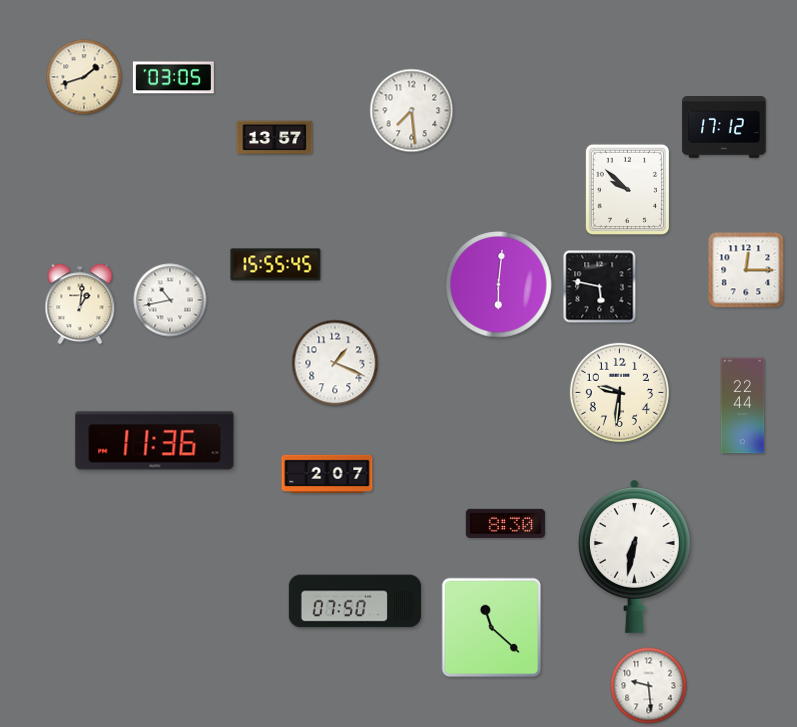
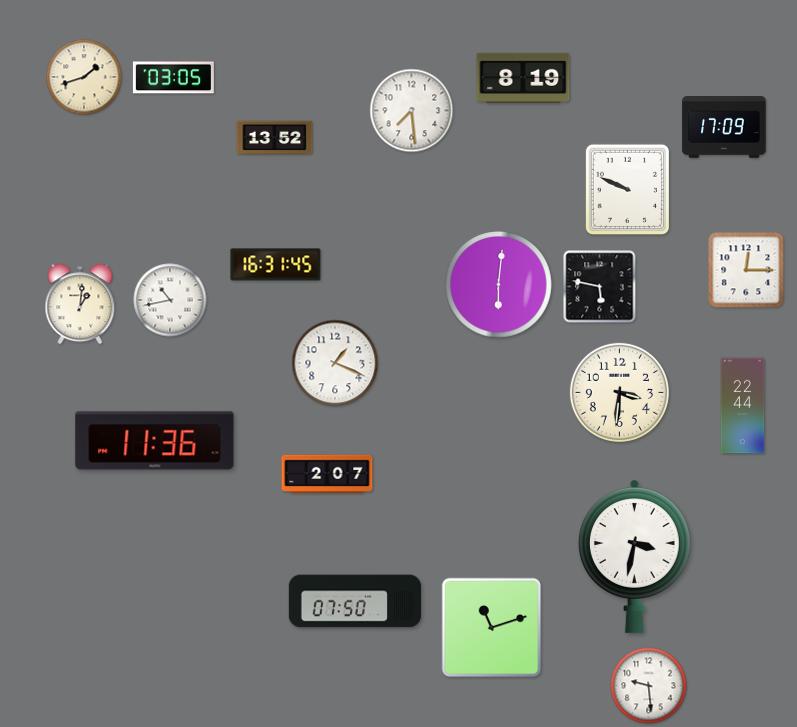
clock at (523, 78): none -> 8:19
clock at (724, 128): 17:12 -> 17:09
clock at (275, 138): 13:57 -> 13:52
clock at (627, 189): 9:52 -> 9:49
clock at (276, 265): 15:55 -> 16:31
clock at (619, 392): 9:31 -> 3:31
clock at (505, 523): 8:30 -> none
clock at (634, 556): 6:32 -> 3:32
clock at (492, 628): 11:22 -> 11:12
